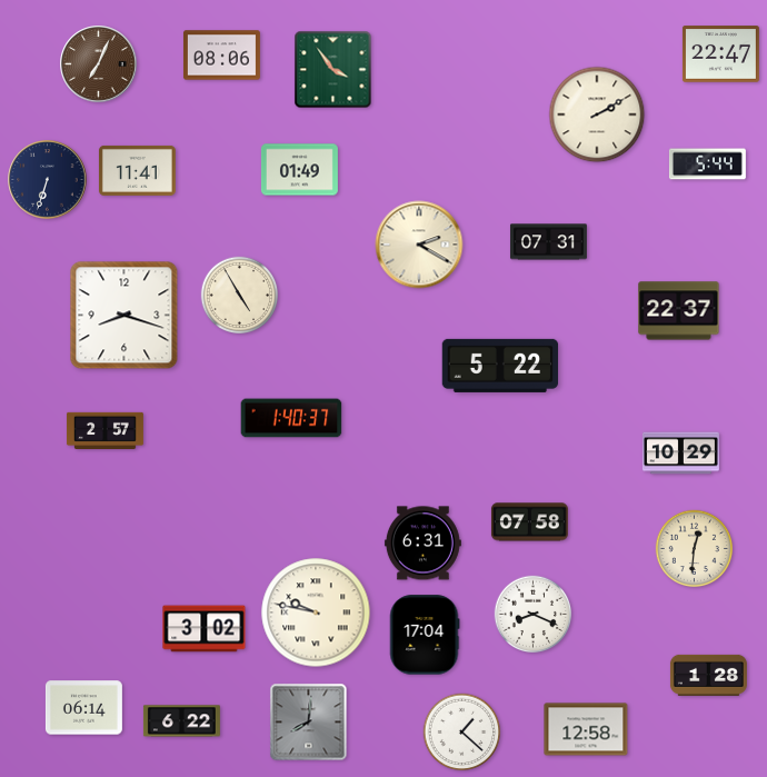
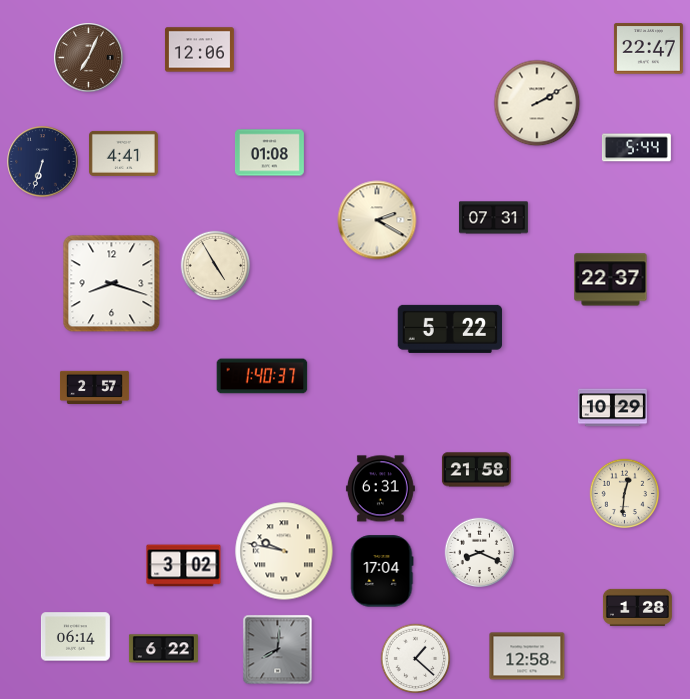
clock at (221, 56): 08:06 -> 12:06
clock at (333, 70): 3:54 -> none
clock at (137, 170): 11:41 -> 4:41
clock at (299, 170): 01:49 -> 01:08
clock at (529, 522): 07:58 -> 21:58
